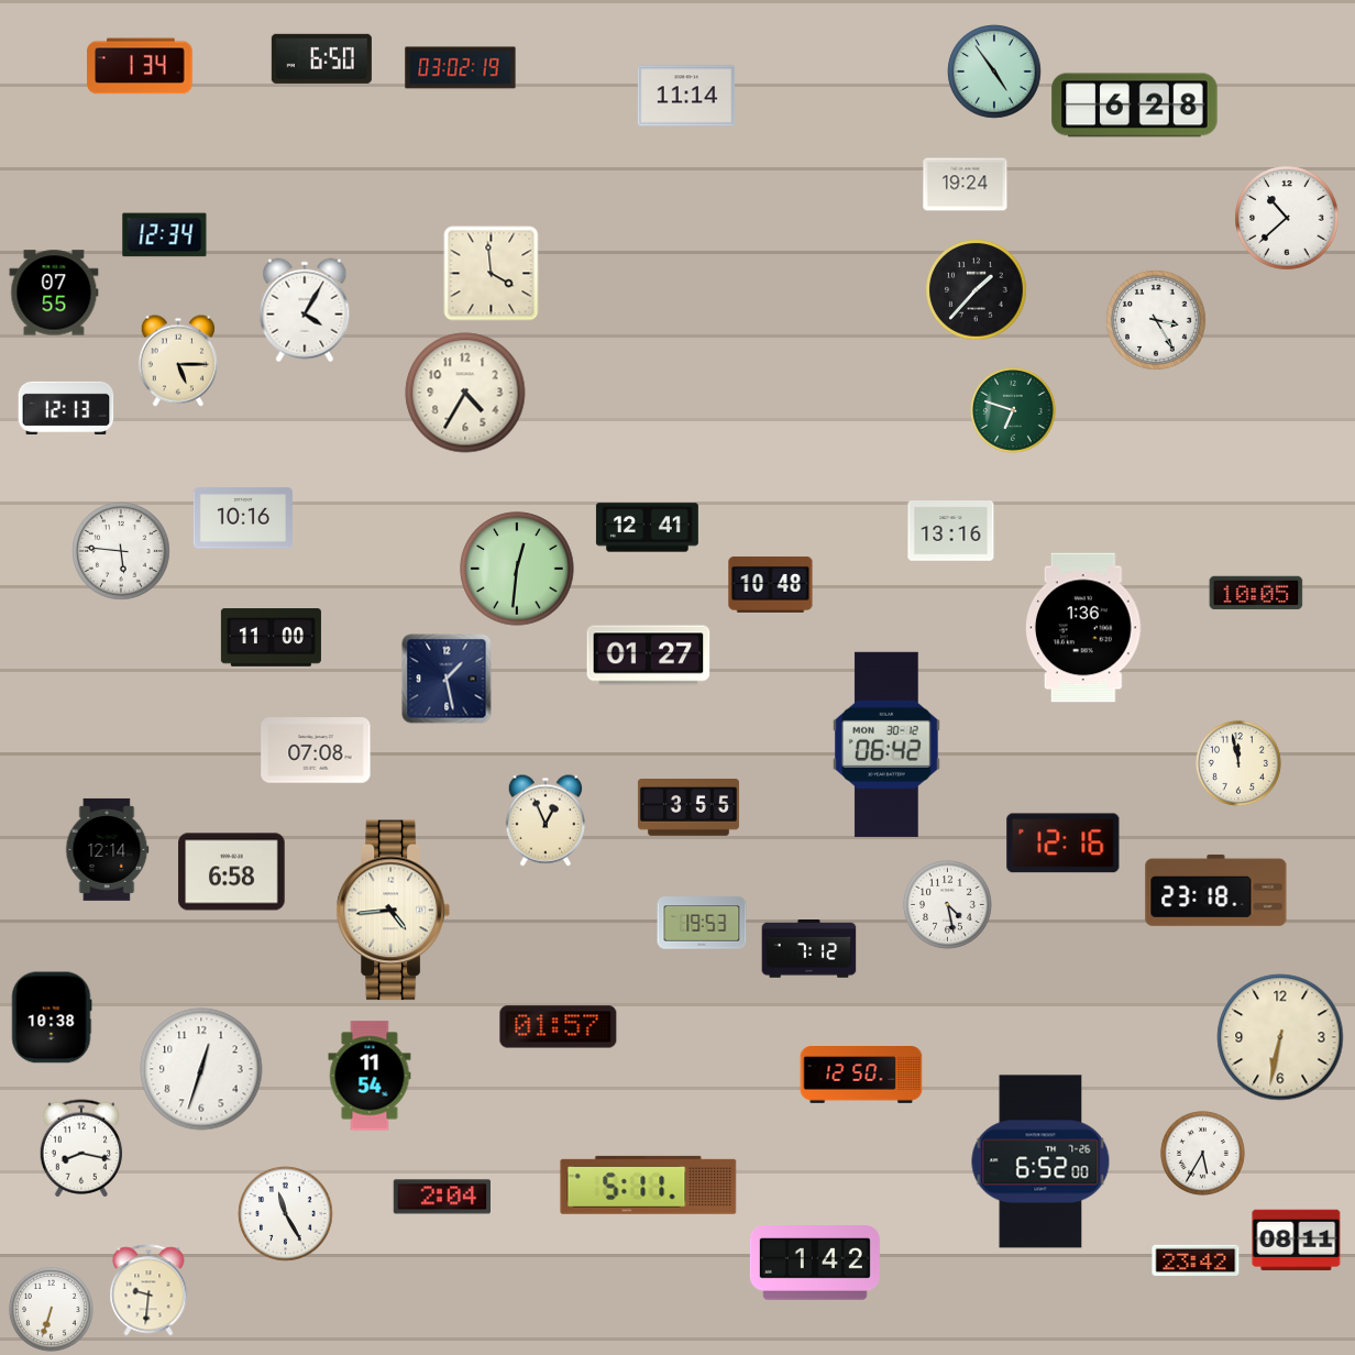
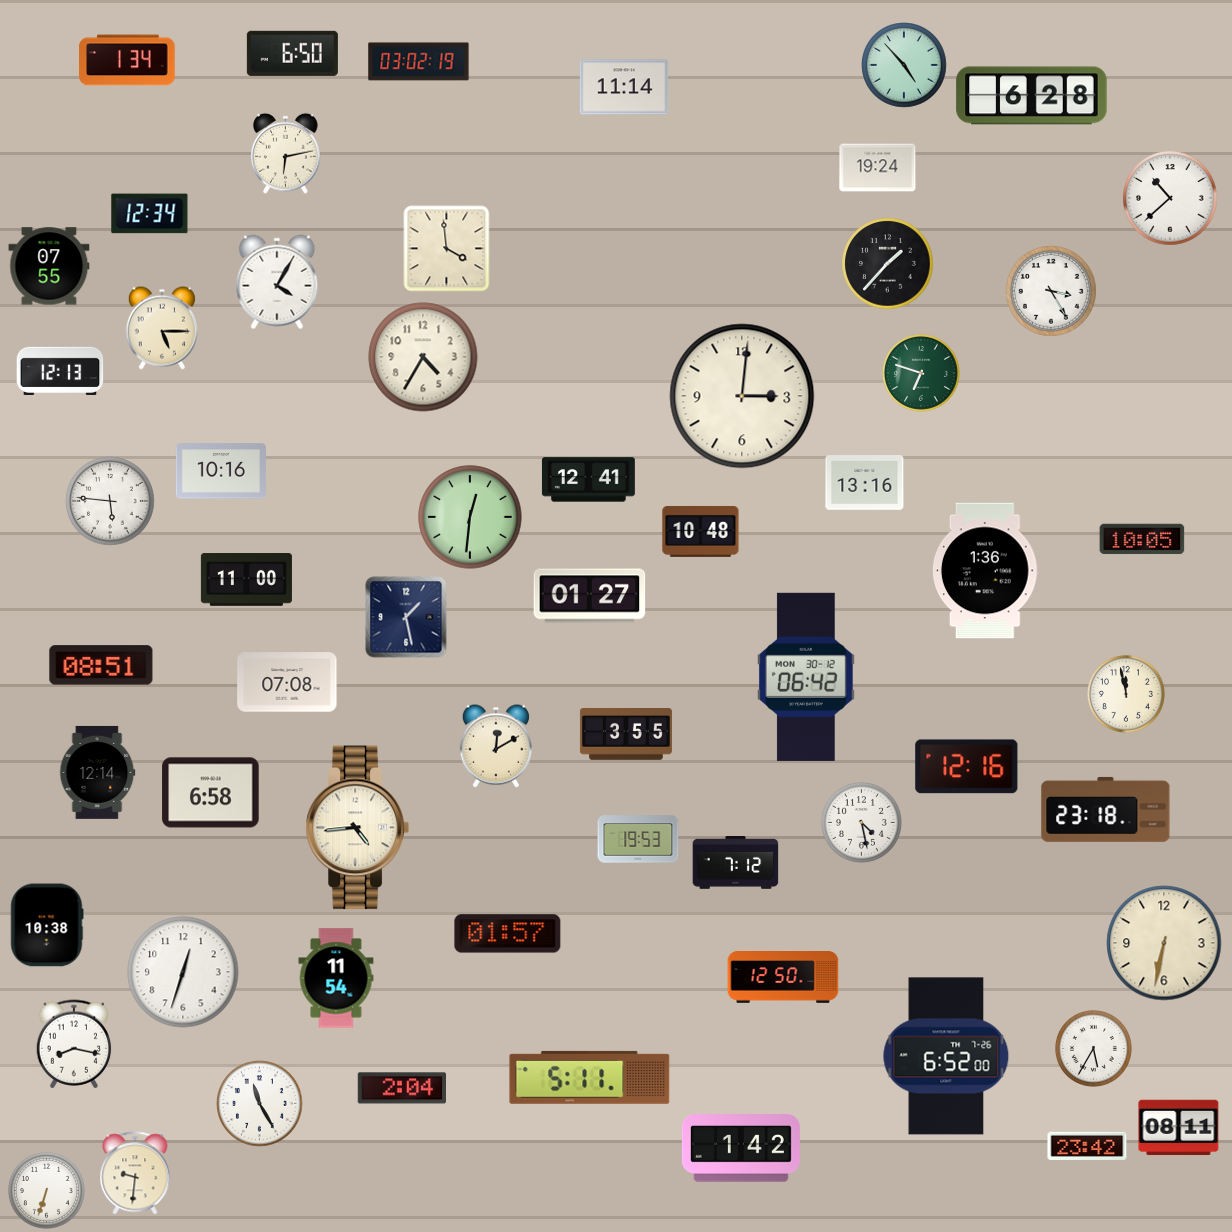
clock at (995, 73): 4:54 -> 4:53
clock at (286, 153): none -> 6:13
clock at (742, 396): none -> 3:01
clock at (101, 665): none -> 08:51
clock at (544, 820): 12:56 -> 12:10
